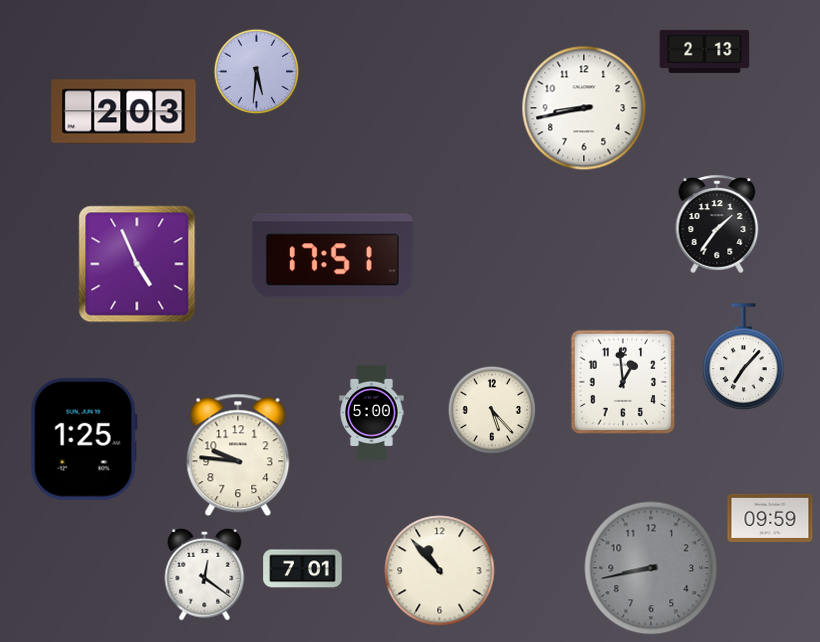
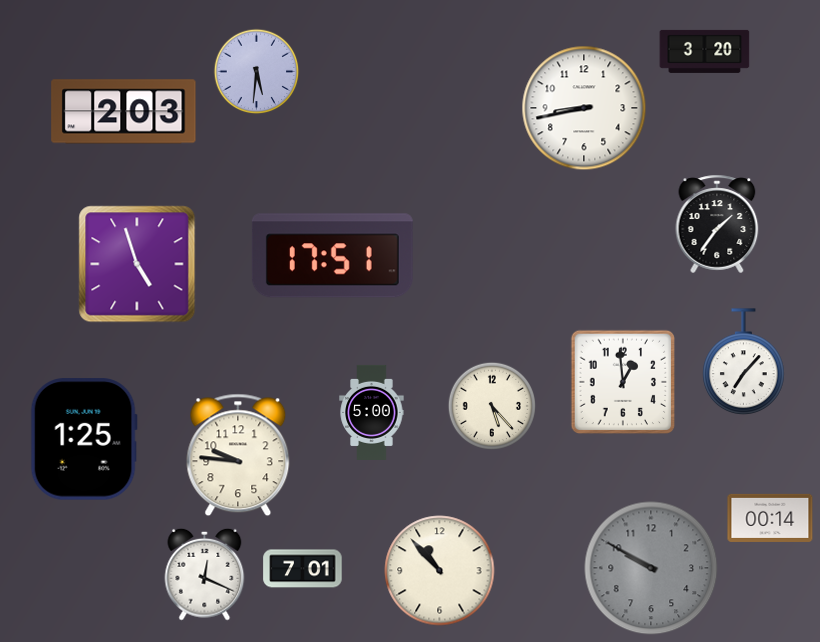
clock at (705, 51): 2:13 -> 3:20
clock at (137, 264): 4:56 -> 4:57
clock at (744, 356) position: (744, 356) -> (744, 361)
clock at (492, 410) position: (492, 410) -> (492, 406)
clock at (770, 518): 09:59 -> 00:14
clock at (651, 568): 8:43 -> 9:50
clock at (205, 574): 12:21 -> 12:19
